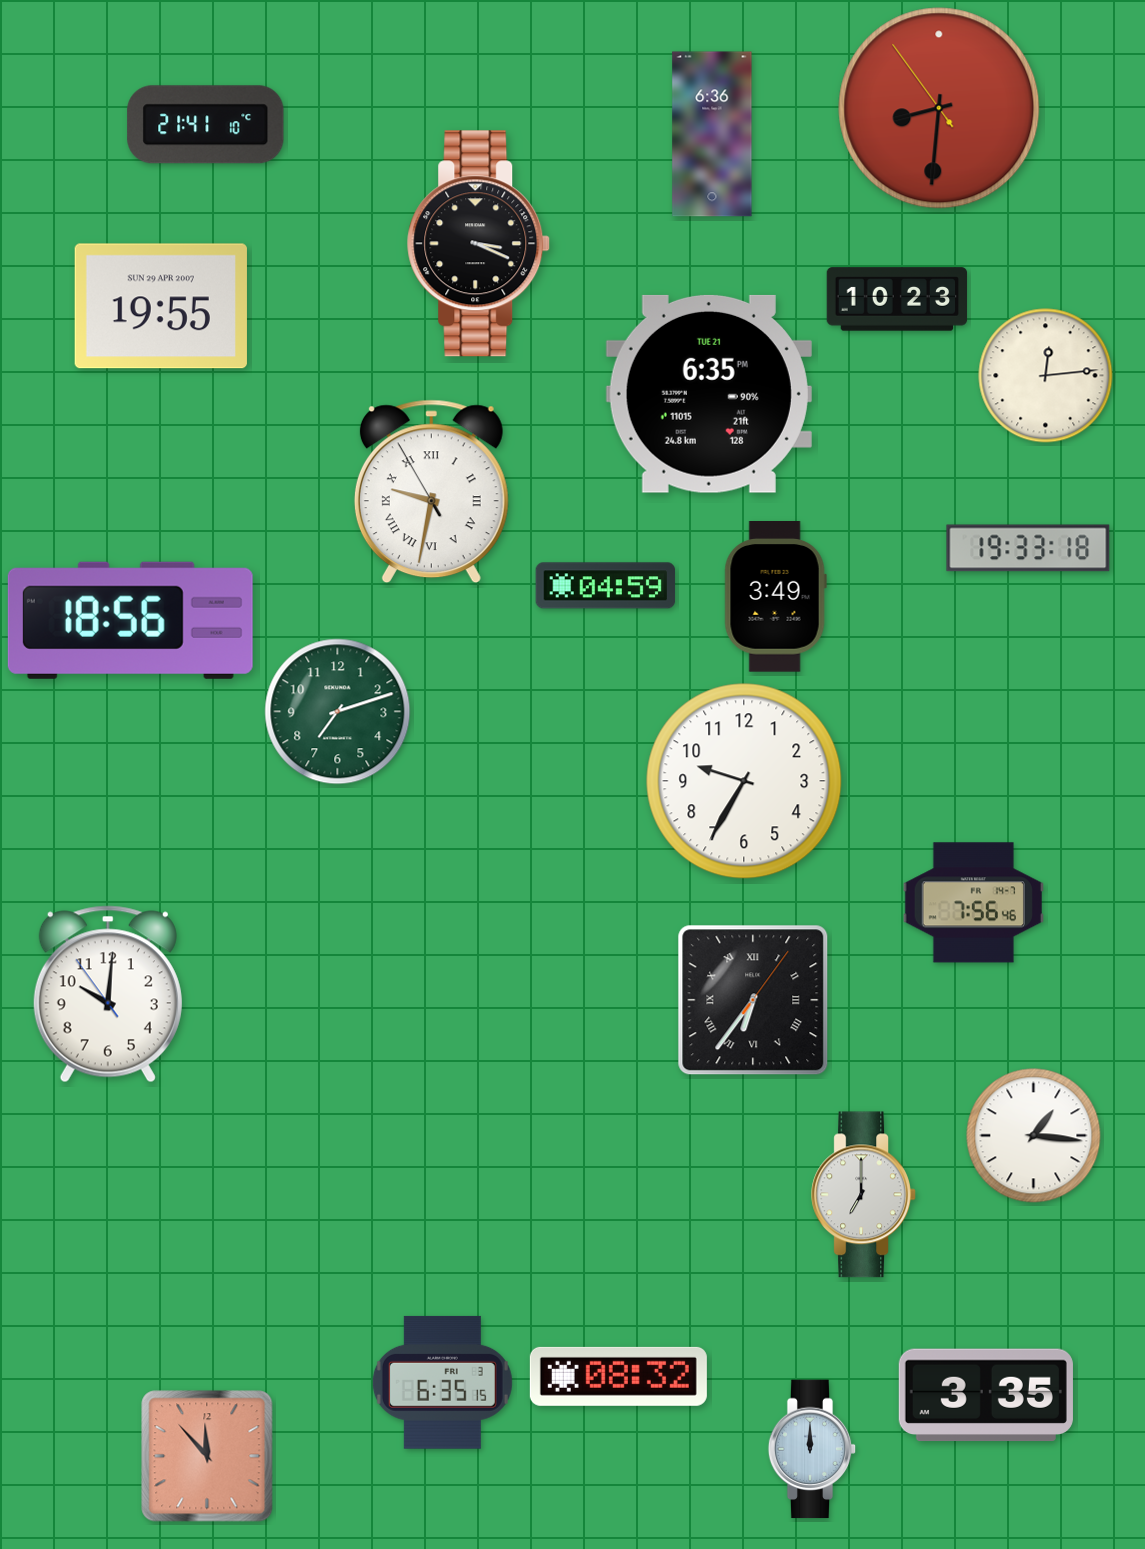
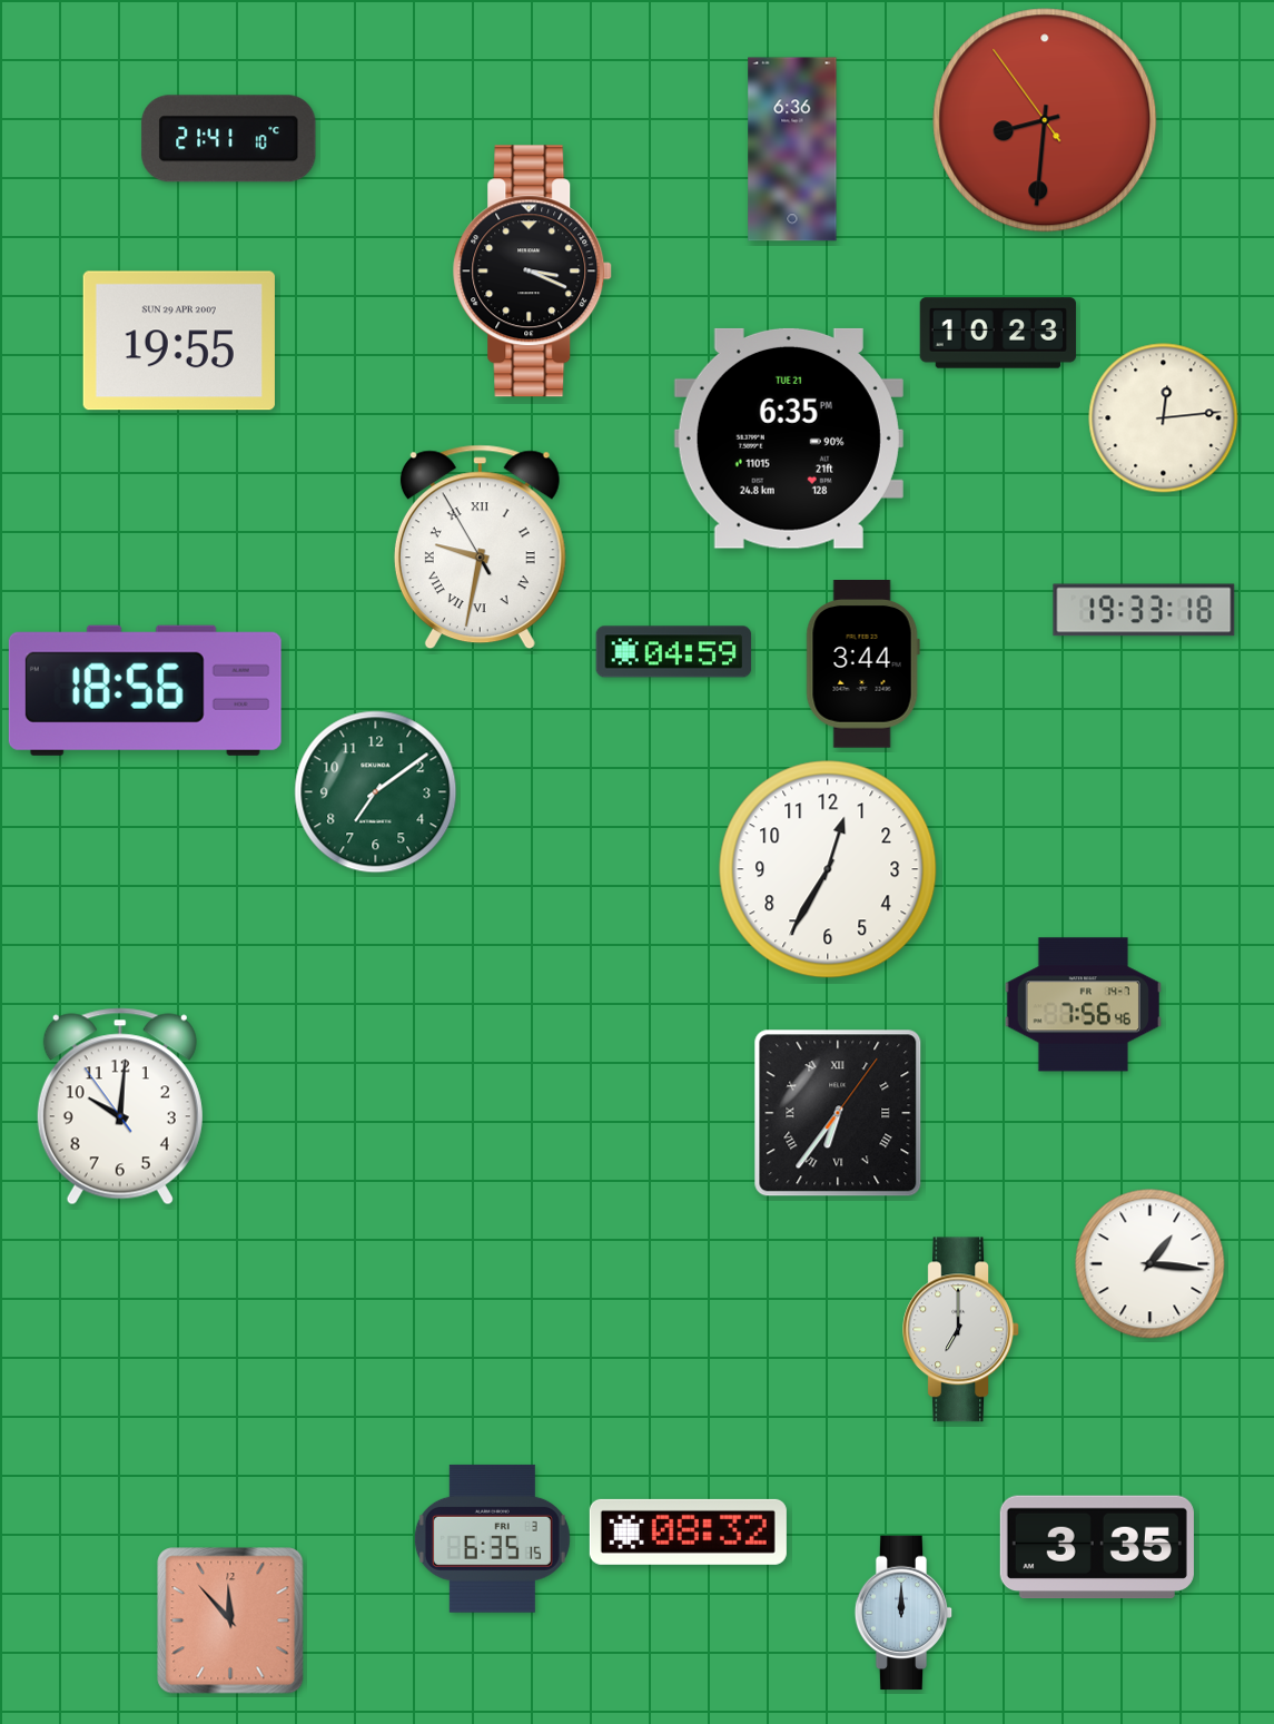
clock at (775, 597): 3:49 -> 3:44
clock at (338, 712): 7:12 -> 7:09
clock at (744, 781): 9:35 -> 12:35
clock at (986, 1395) position: (986, 1395) -> (1097, 1547)
